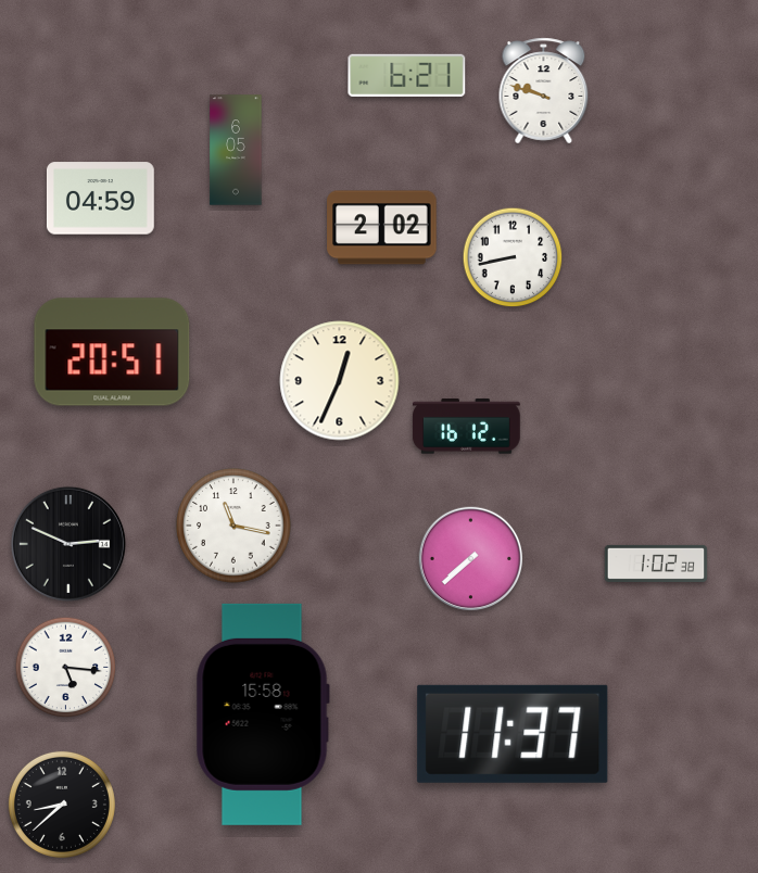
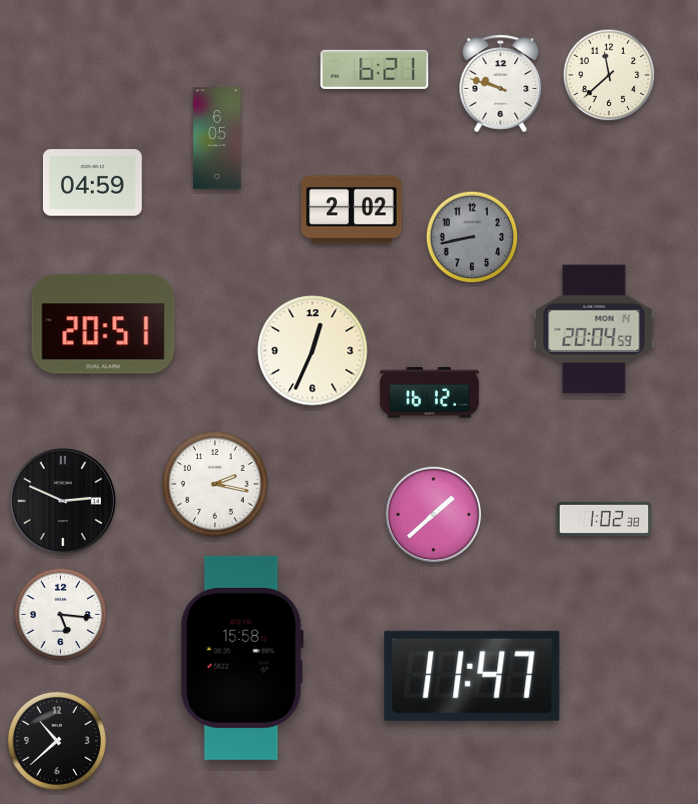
clock at (609, 75): none -> 11:38
clock at (513, 257) dial: white -> grey
clock at (594, 329): none -> 20:04
clock at (233, 526): 11:17 -> 2:17
clock at (471, 559): 7:38 -> 1:38
clock at (513, 734): 11:37 -> 11:47
clock at (62, 805): 8:38 -> 10:38
